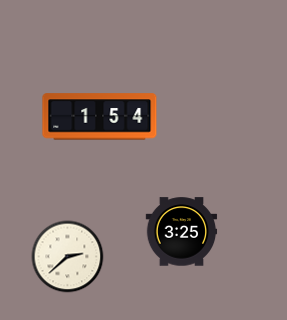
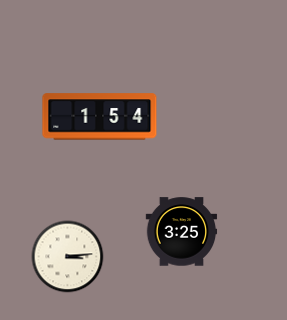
clock at (68, 257): 2:38 -> 3:14
